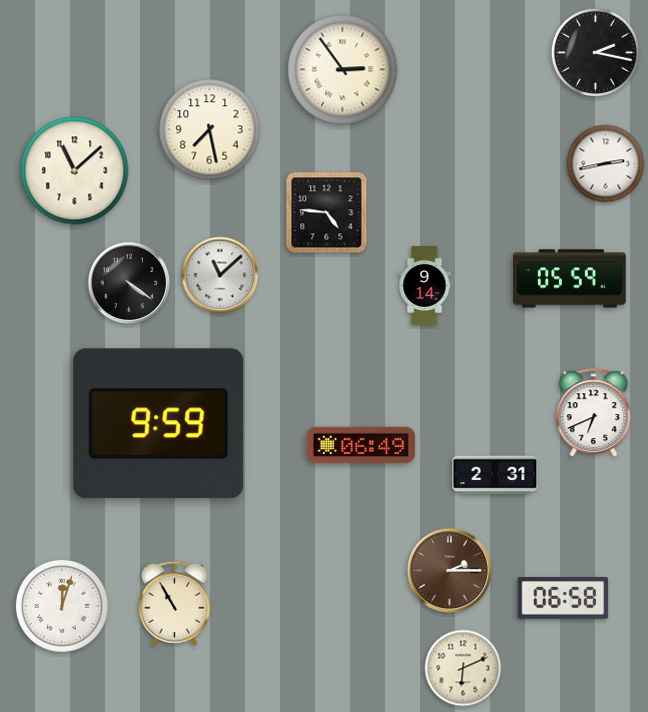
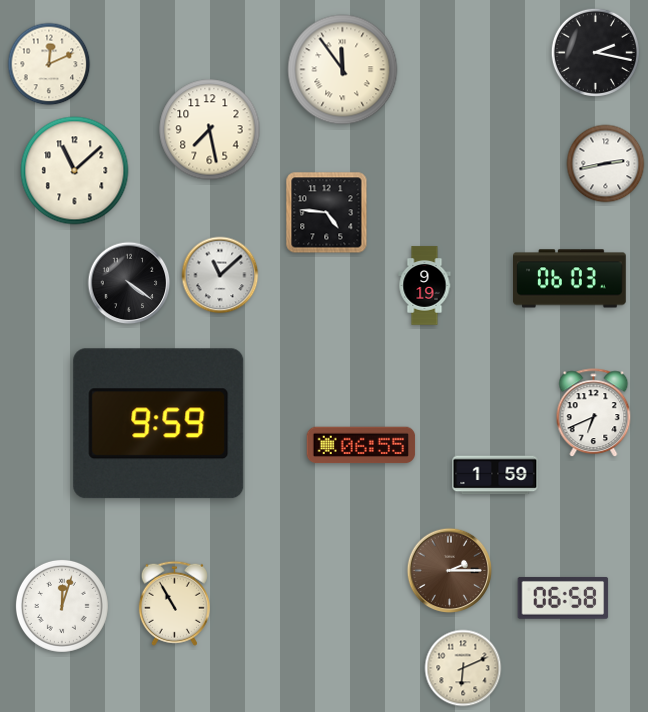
clock at (49, 64): none -> 12:11
clock at (343, 70): 2:54 -> 11:54
clock at (570, 279): 05:59 -> 06:03
clock at (425, 286): 9:14 -> 9:19
clock at (361, 445): 06:49 -> 06:55
clock at (495, 475): 2:31 -> 1:59
